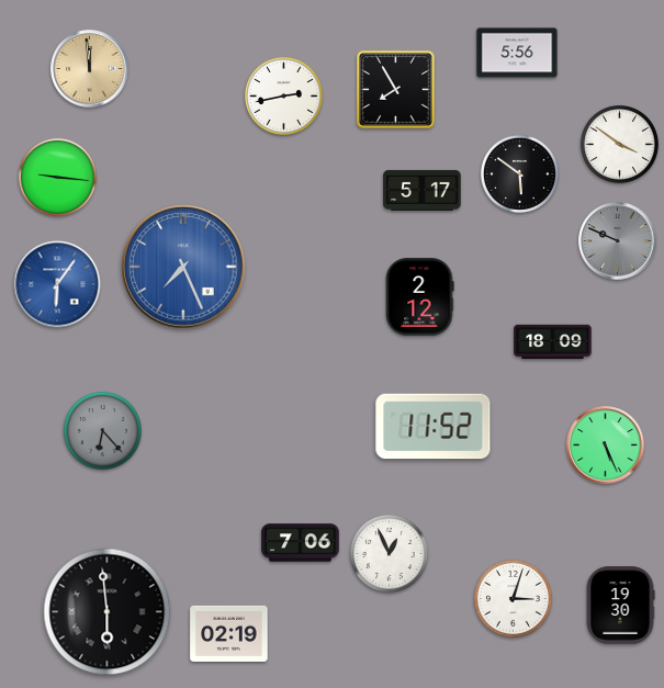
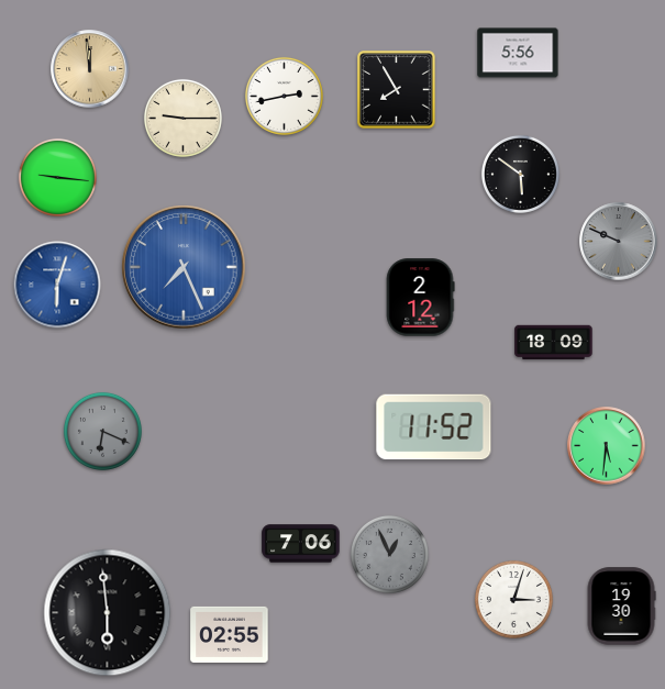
clock at (182, 118): none -> 9:15
clock at (619, 144): 3:51 -> none
clock at (423, 190): 5:17 -> none
clock at (57, 284): 6:06 -> 6:03
clock at (102, 430): 6:23 -> 6:19
clock at (606, 445): 5:26 -> 5:31
clock at (389, 553) dial: white -> grey
clock at (229, 633): 02:19 -> 02:55
